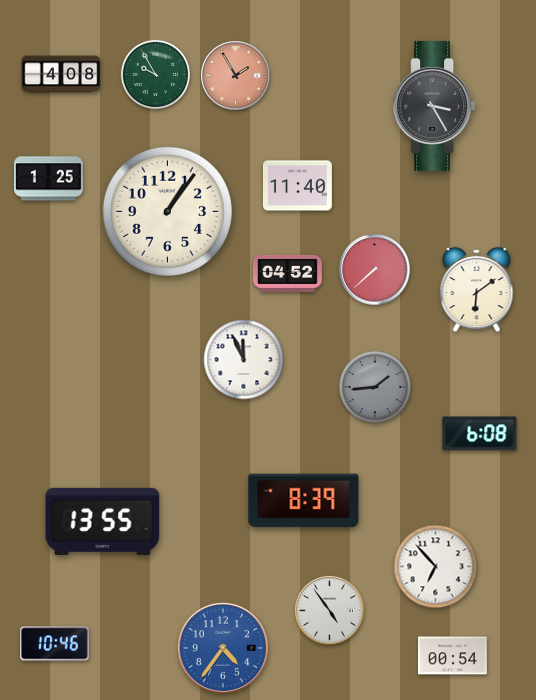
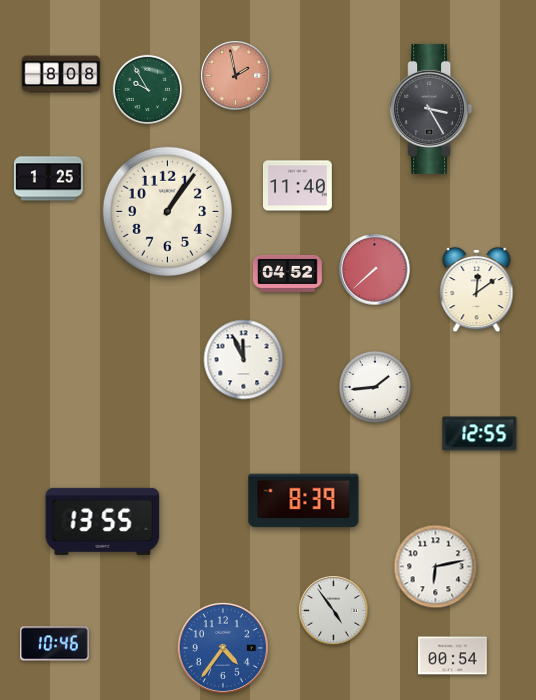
clock at (61, 74): 4:08 -> 8:08
clock at (155, 74) position: (155, 74) -> (147, 89)
clock at (236, 76): 1:55 -> 1:58
clock at (434, 106) position: (434, 106) -> (431, 109)
clock at (477, 290): 6:09 -> 12:09
clock at (375, 387) dial: grey -> white
clock at (480, 434): 6:08 -> 12:55
clock at (436, 567): 6:53 -> 6:13
clock at (330, 611) position: (330, 611) -> (334, 611)
